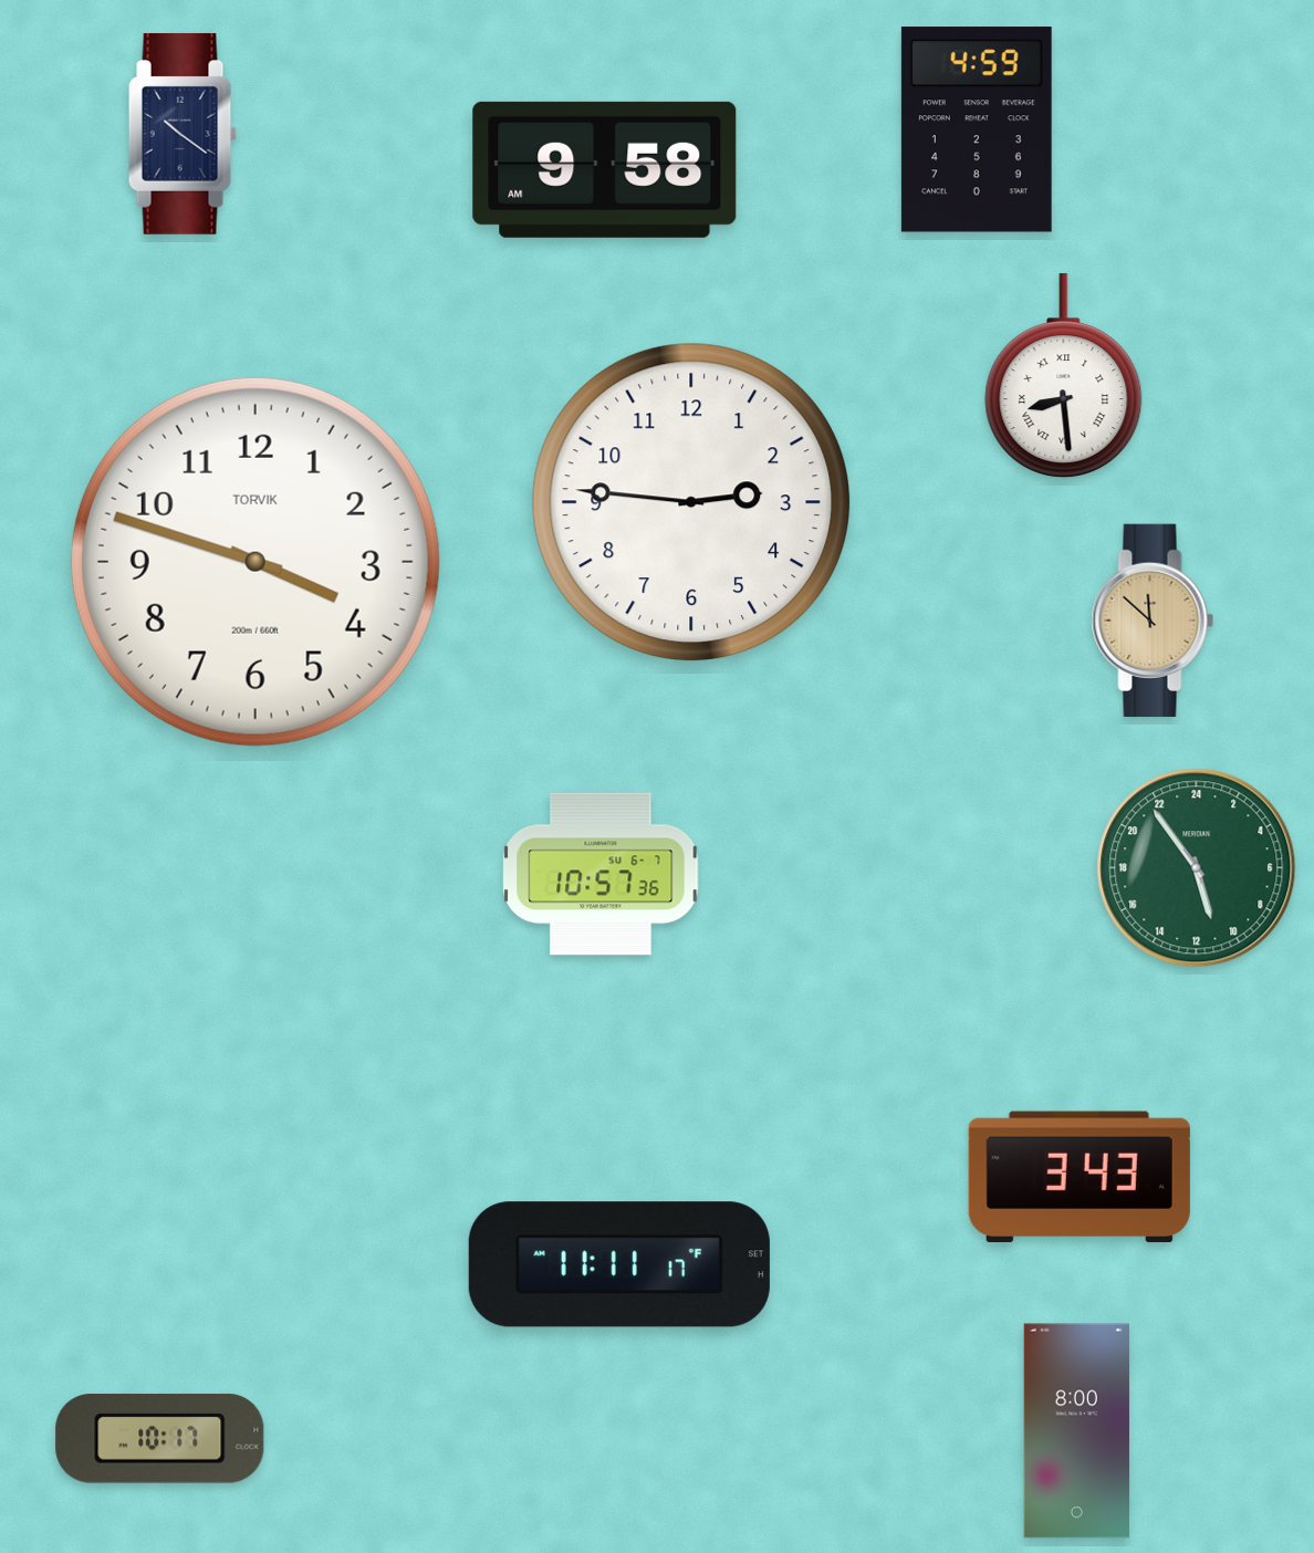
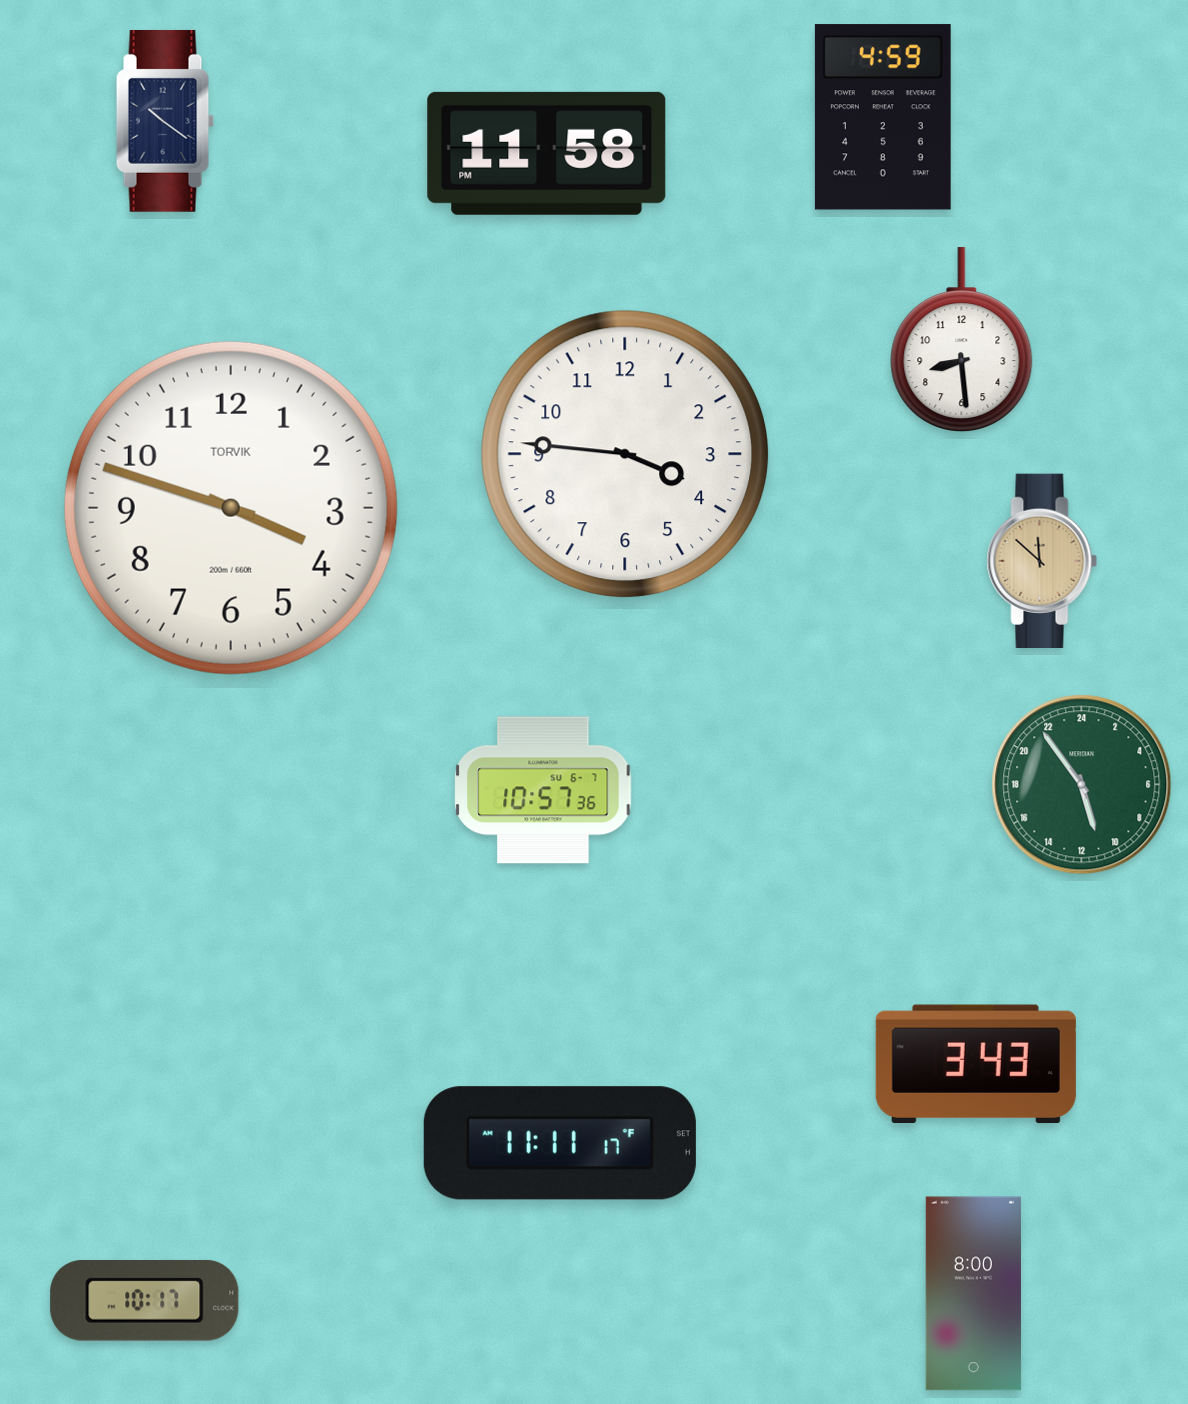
clock at (605, 169): 9:58 -> 11:58
clock at (1064, 376) numerals: Roman -> Arabic
clock at (691, 502): 2:46 -> 3:46
